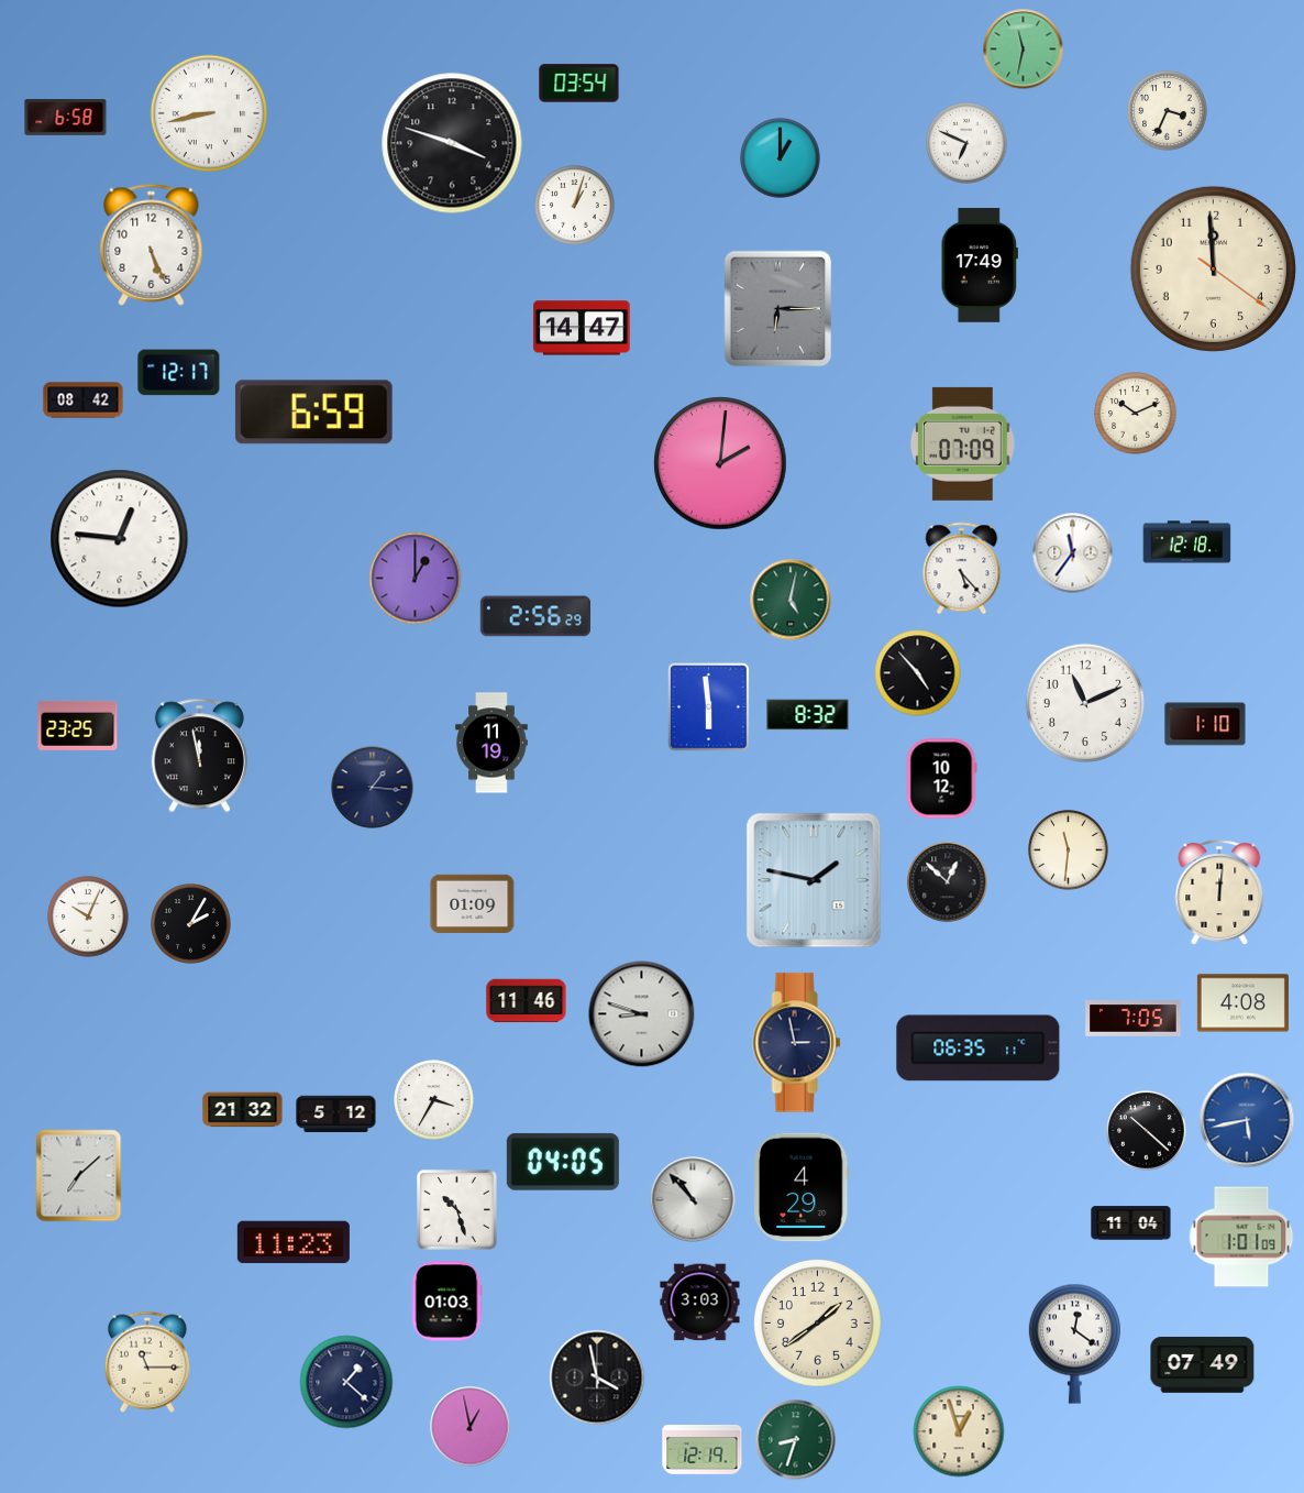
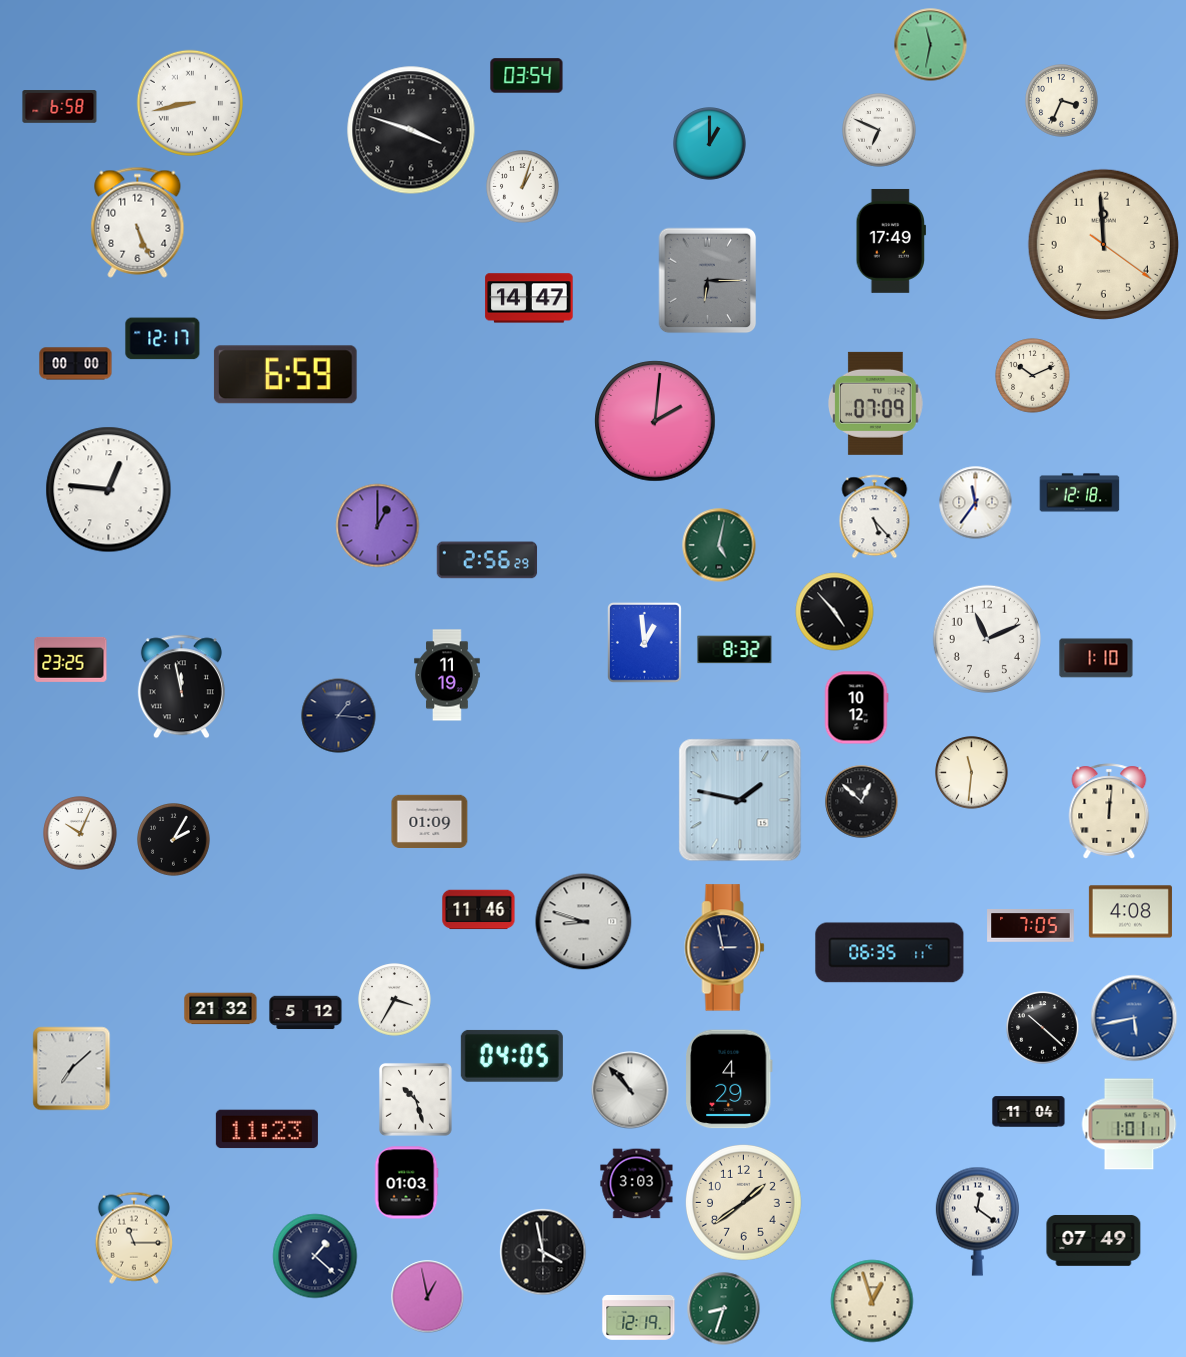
clock at (84, 400): 08:42 -> 00:00
clock at (709, 707): 5:59 -> 12:59
clock at (1241, 1237): 1:01:09 -> 1:01:11
